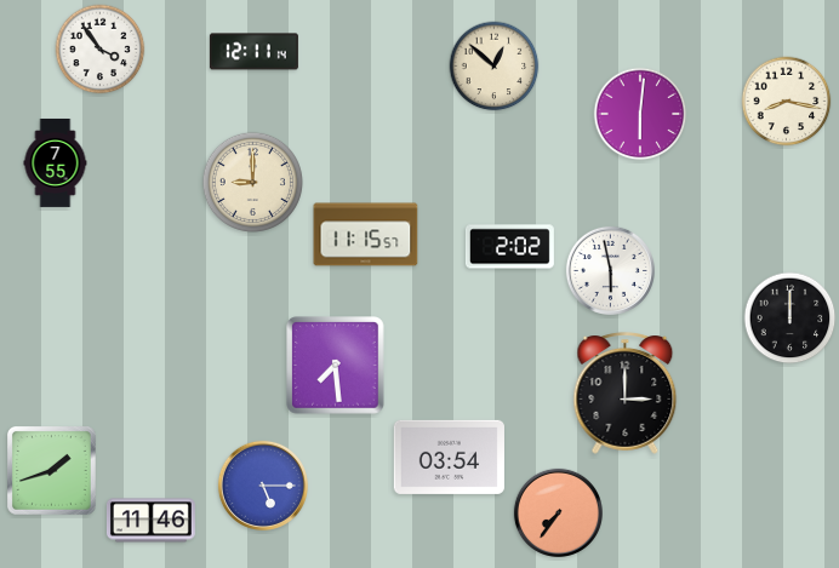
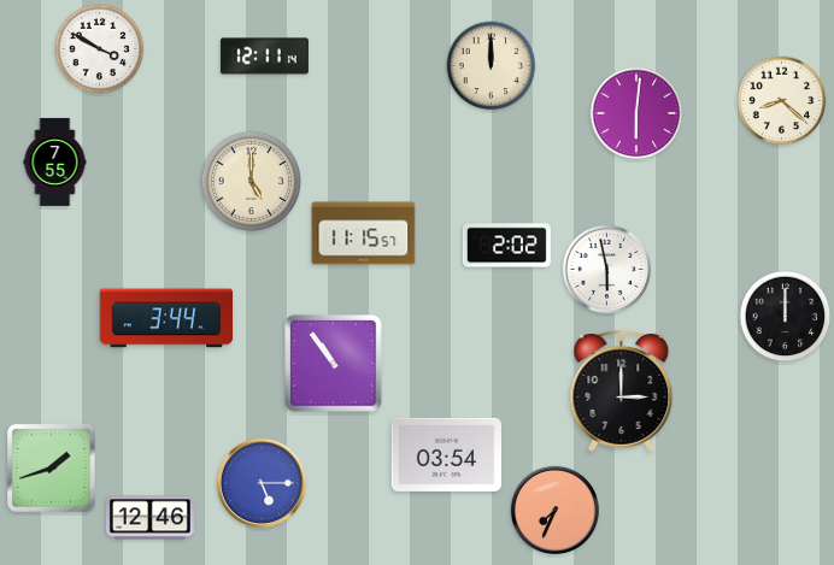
clock at (101, 50): 3:54 -> 3:50
clock at (253, 52) position: (253, 52) -> (264, 57)
clock at (495, 67): 12:52 -> 12:00
clock at (787, 102): 8:17 -> 8:22
clock at (252, 182): 9:00 -> 5:00
clock at (166, 318): none -> 3:44
clock at (336, 366): 7:29 -> 10:54
clock at (558, 512): 7:36 -> 7:34
clock at (150, 521): 11:46 -> 12:46
